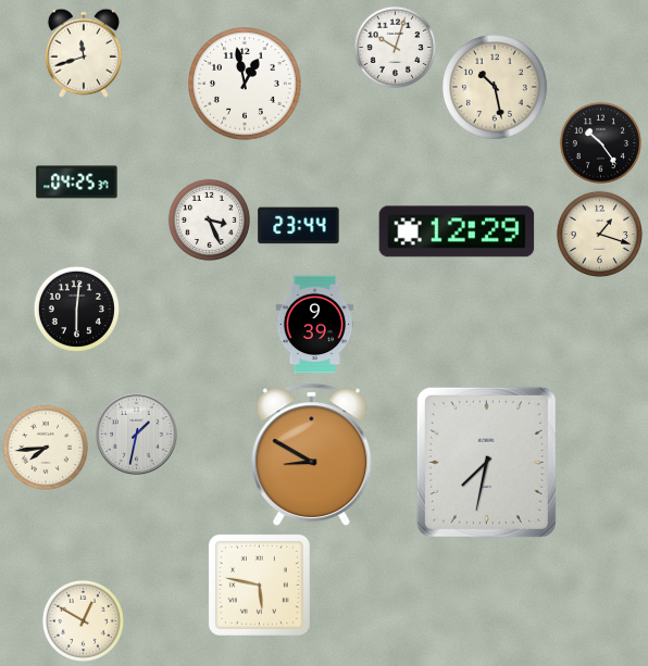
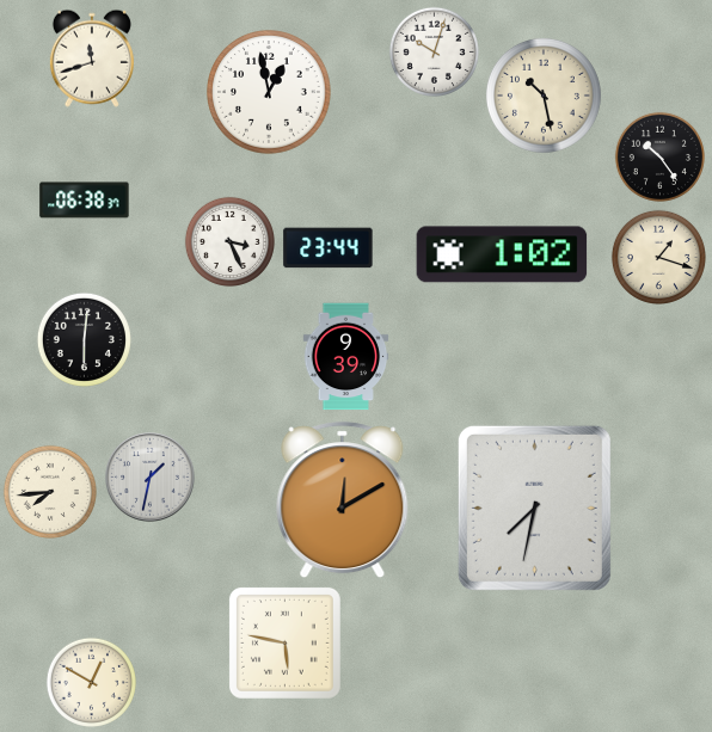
clock at (77, 183): 04:25 -> 06:38
clock at (457, 231): 12:29 -> 1:02
clock at (312, 455): 8:50 -> 12:10
